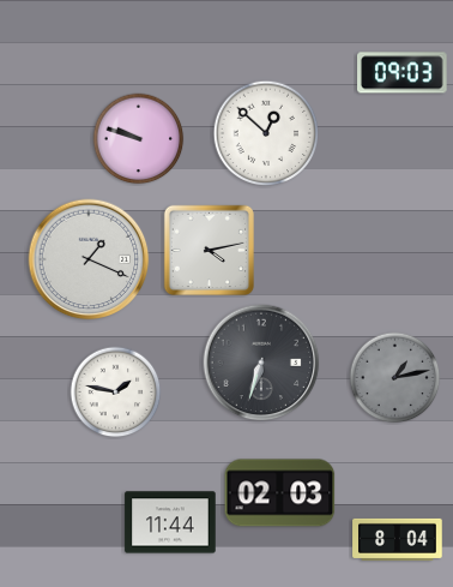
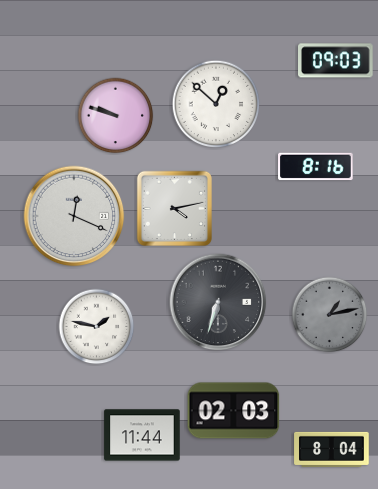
clock at (266, 133) position: (266, 133) -> (216, 104)
clock at (316, 167): none -> 8:16
clock at (89, 259): 1:19 -> 12:19
